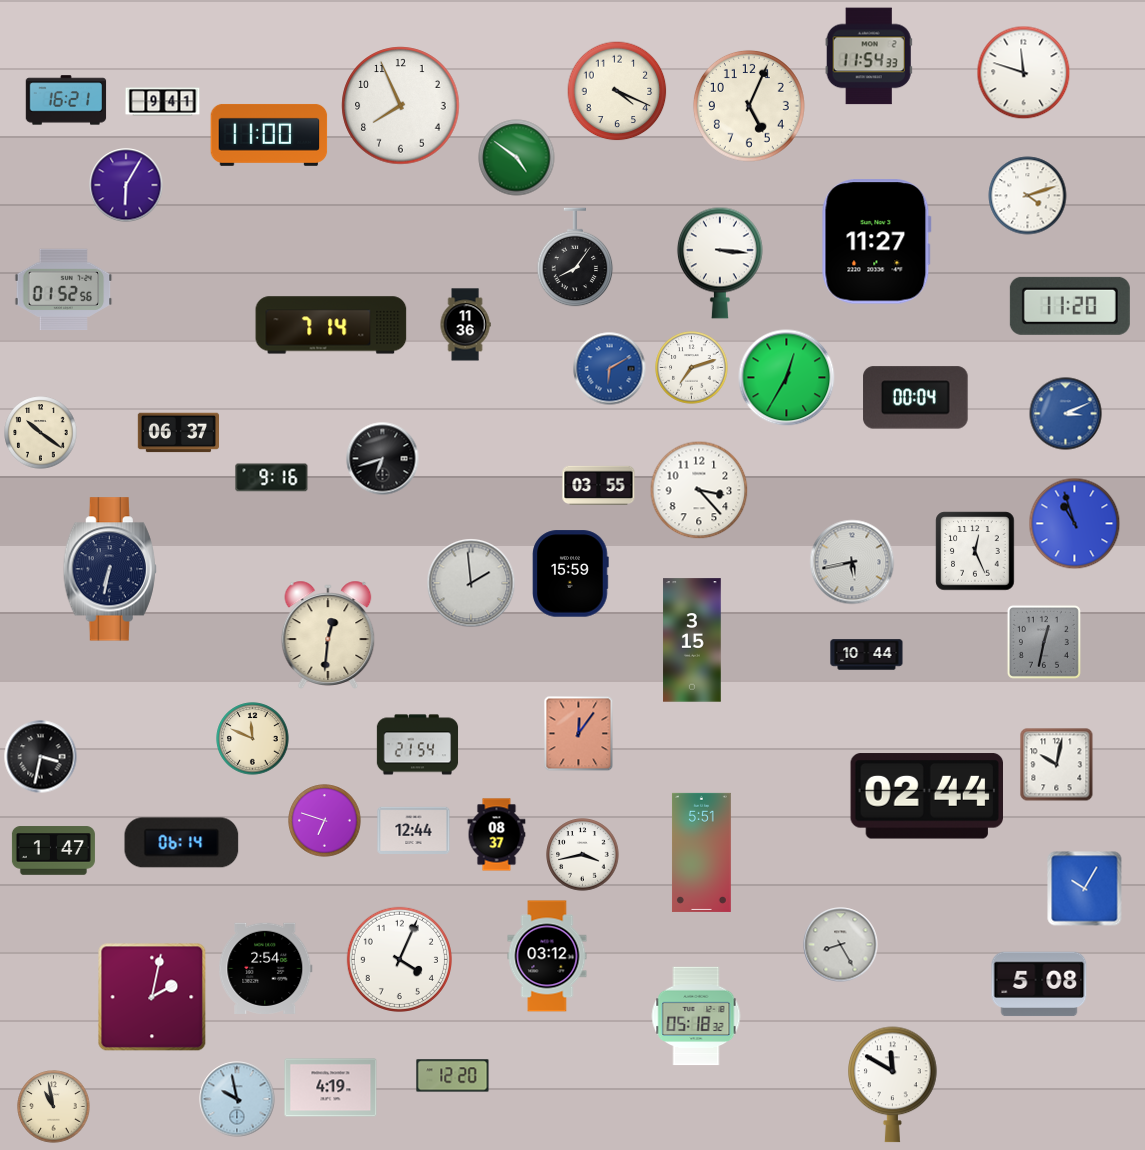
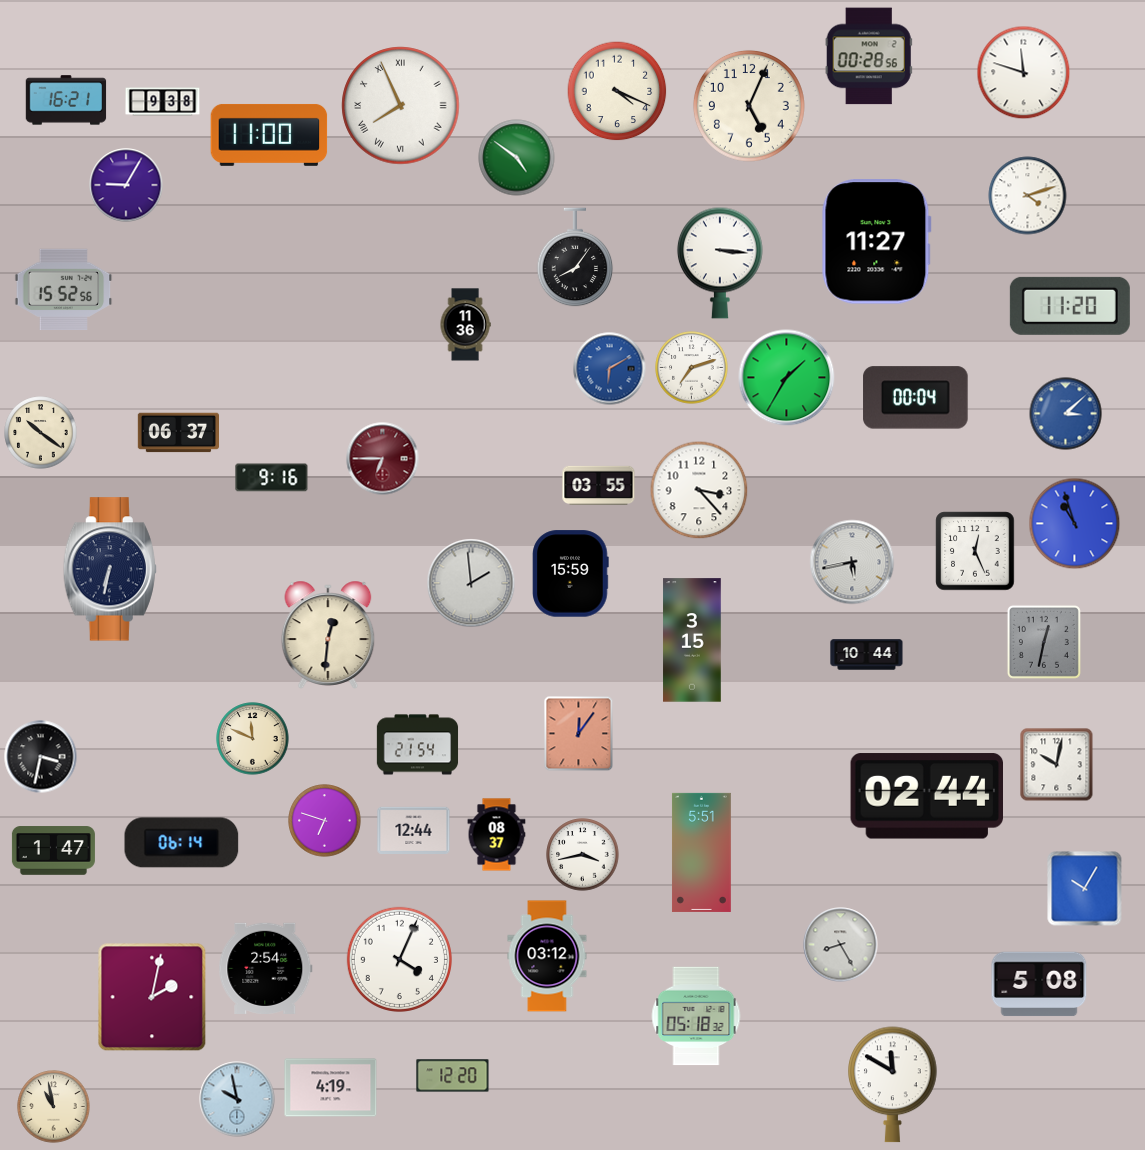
clock at (869, 56): 11:54 -> 00:28
clock at (163, 102): 9:41 -> 9:38
clock at (401, 106) numerals: Arabic -> Roman
clock at (126, 185): 6:05 -> 9:05
clock at (64, 289): 01:52 -> 15:52
clock at (331, 325): 7:14 -> none
clock at (787, 378): 12:35 -> 1:35
clock at (1066, 414): 3:11 -> 3:08
clock at (383, 459): 6:42 -> 6:45
clock at (383, 459) dial: black -> burgundy
